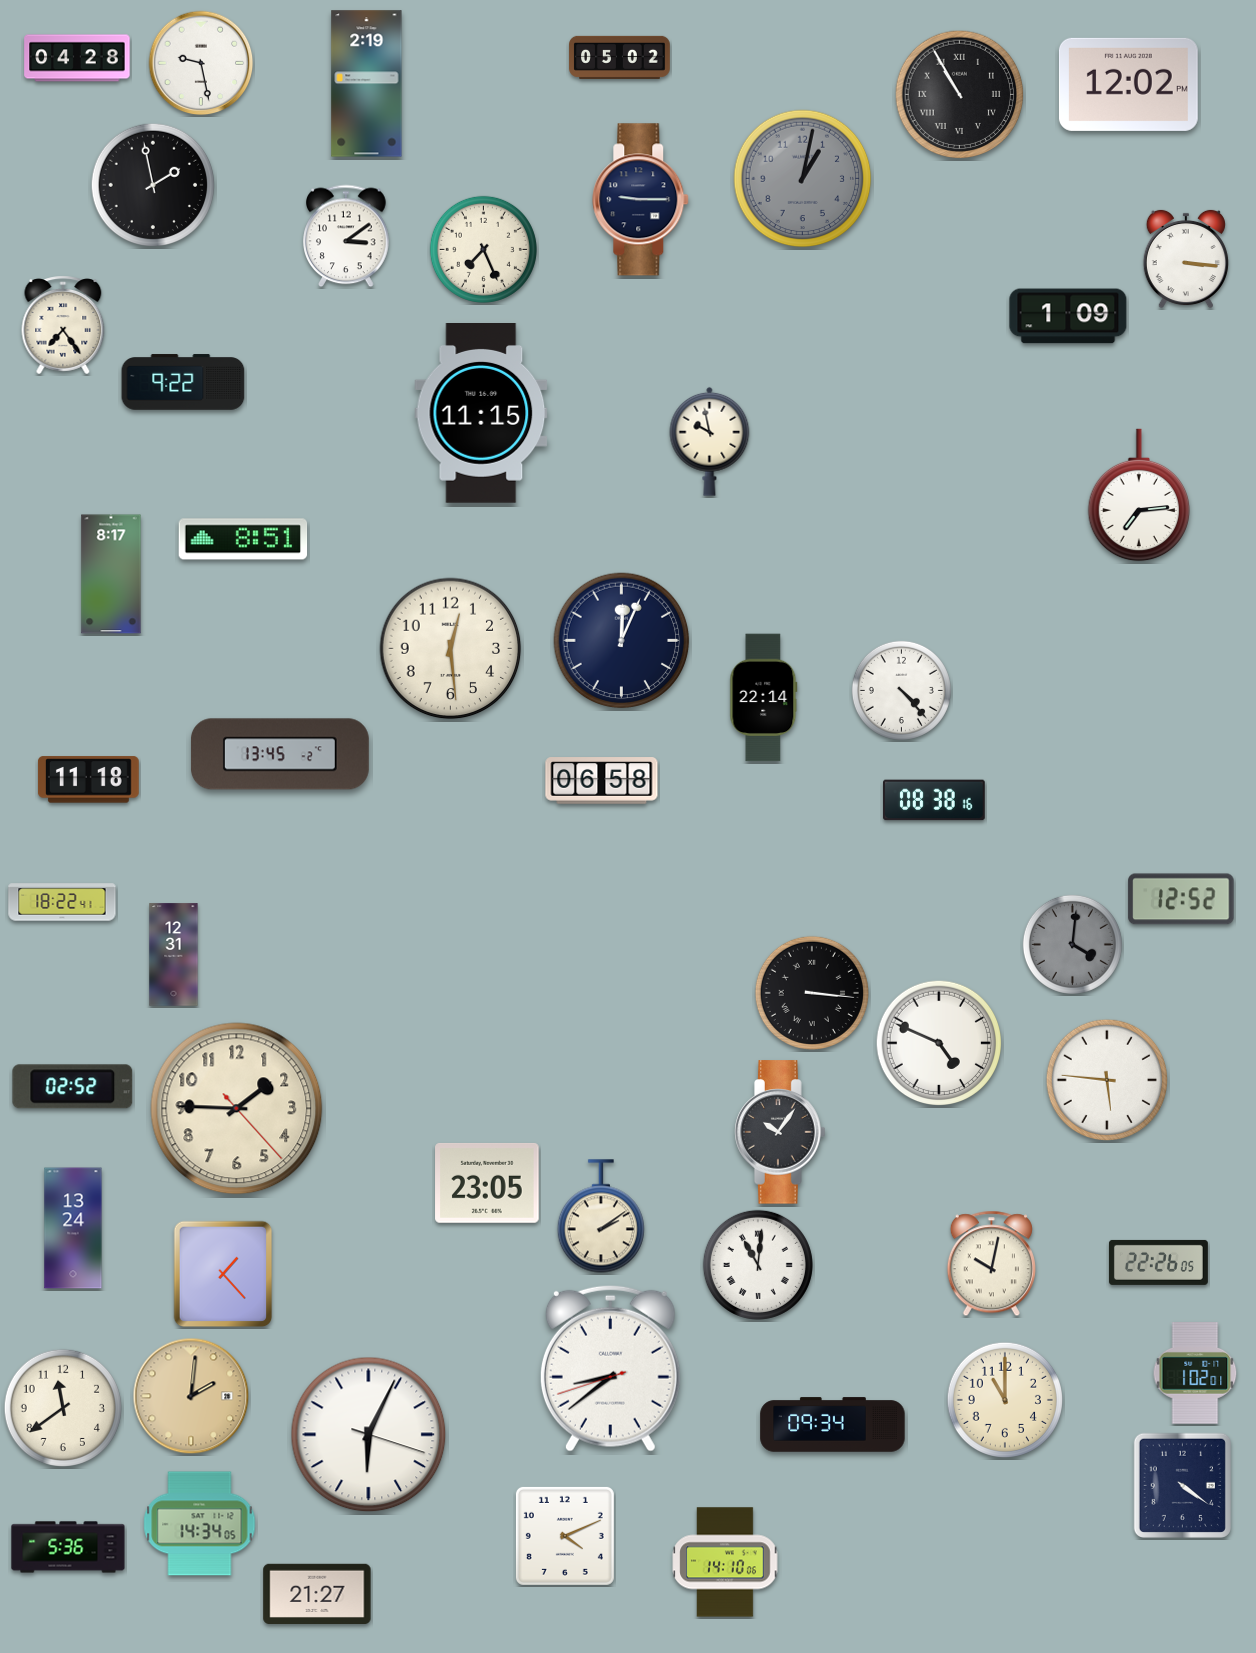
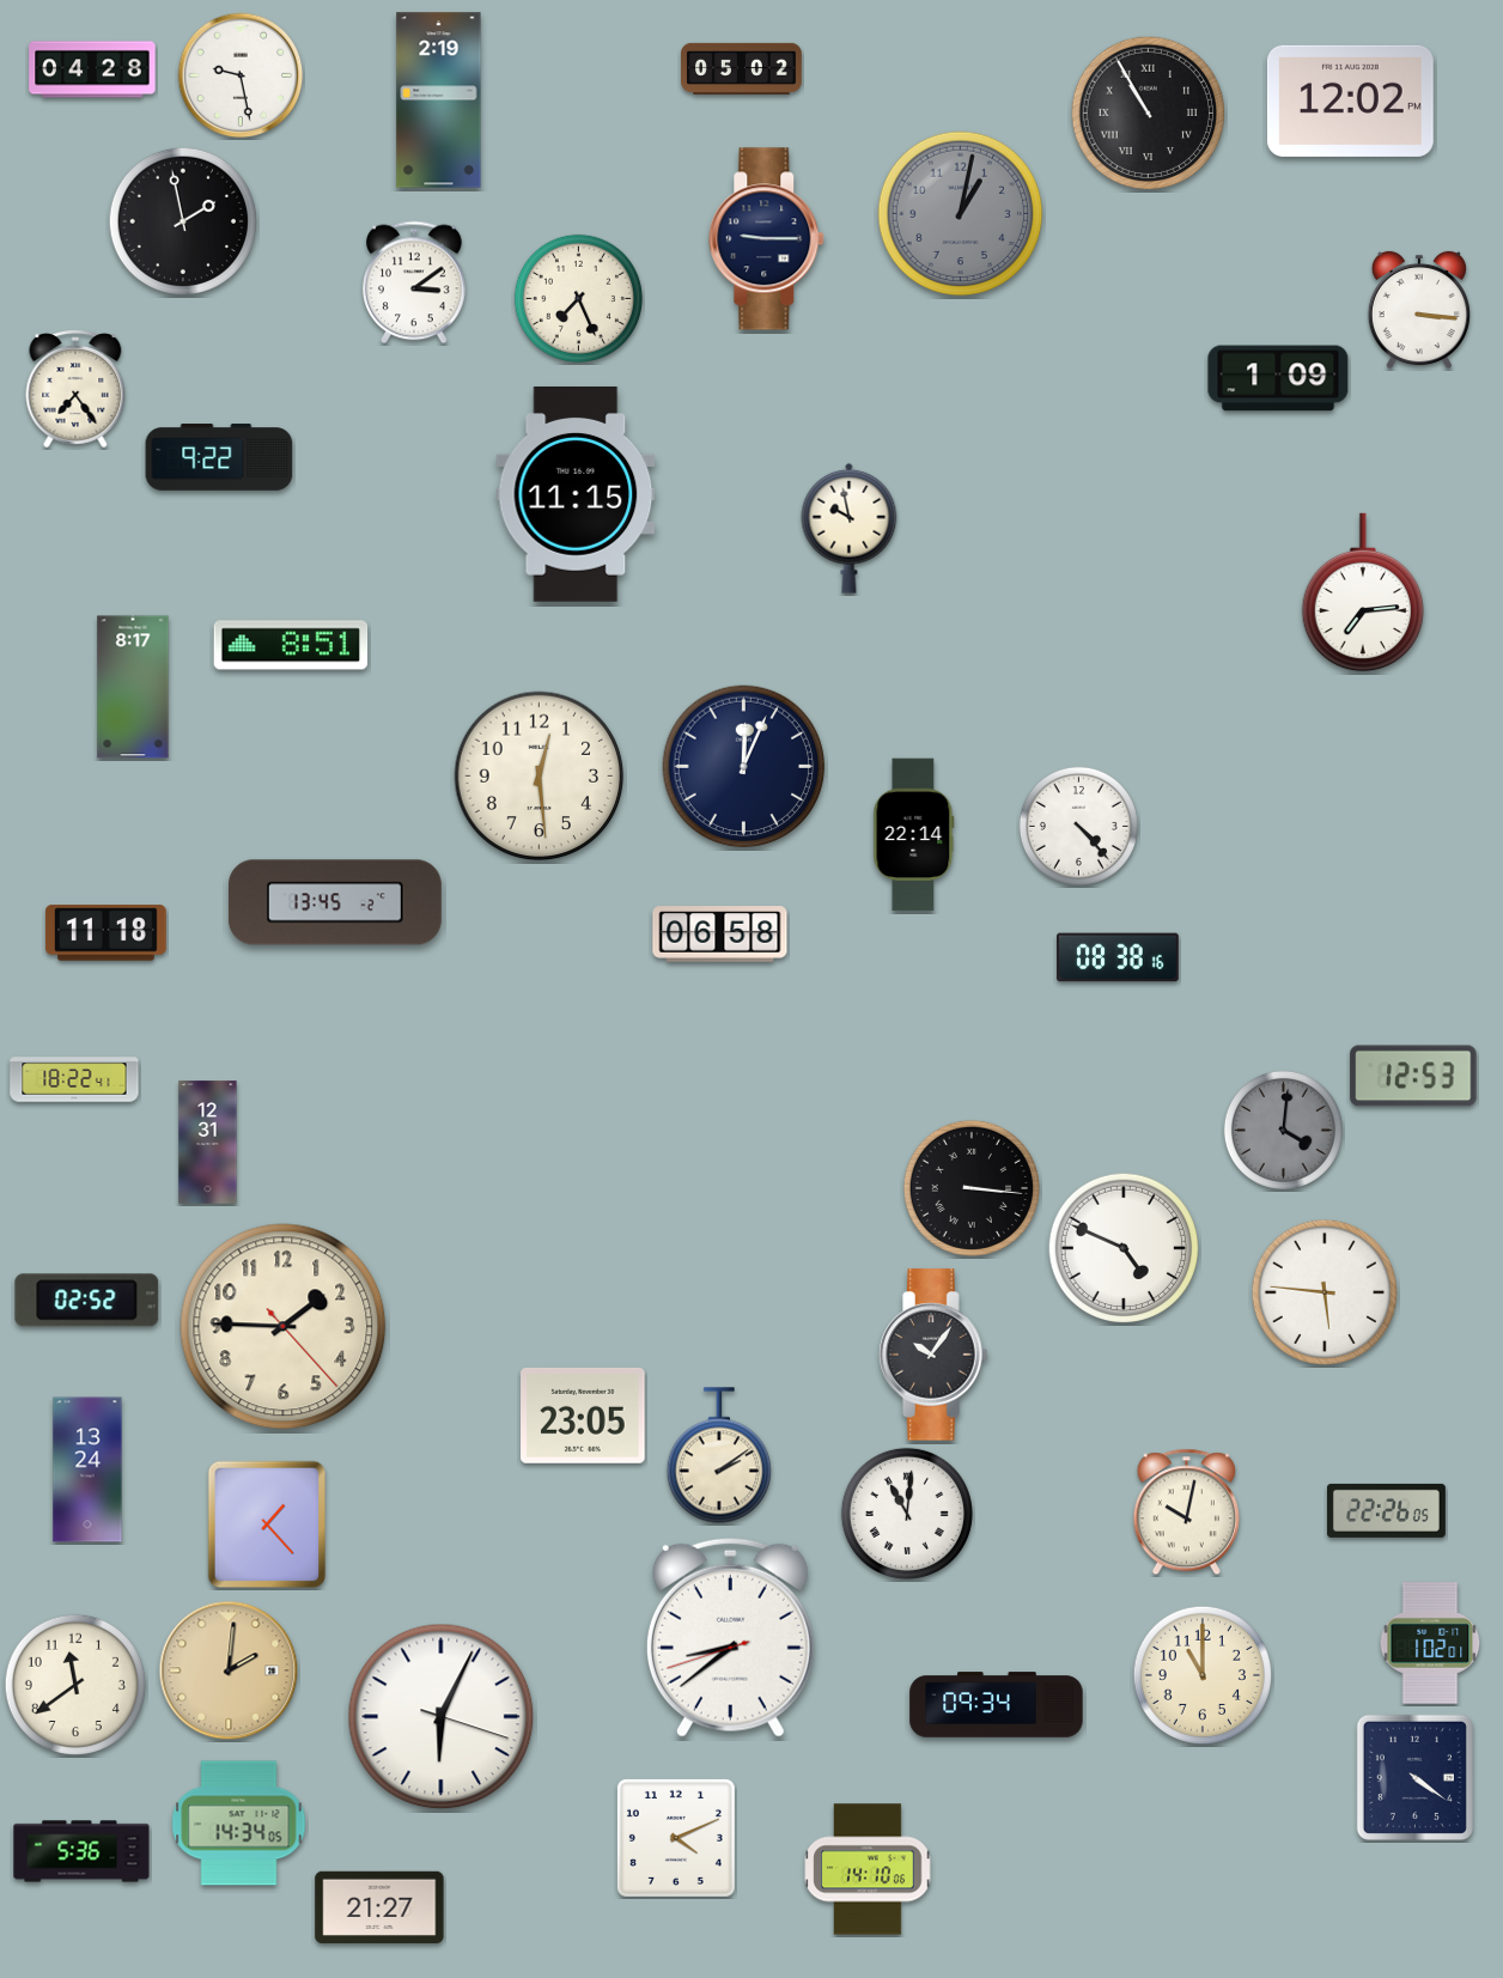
clock at (1181, 899): 12:52 -> 12:53
